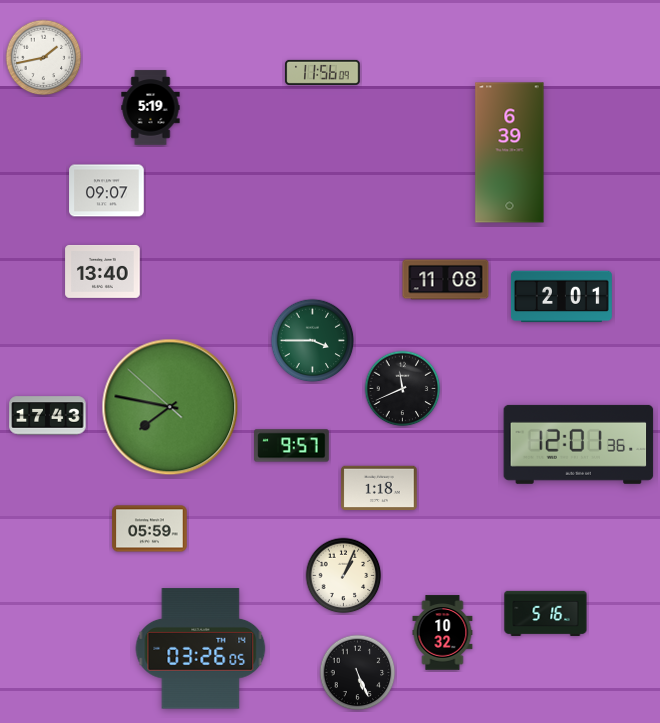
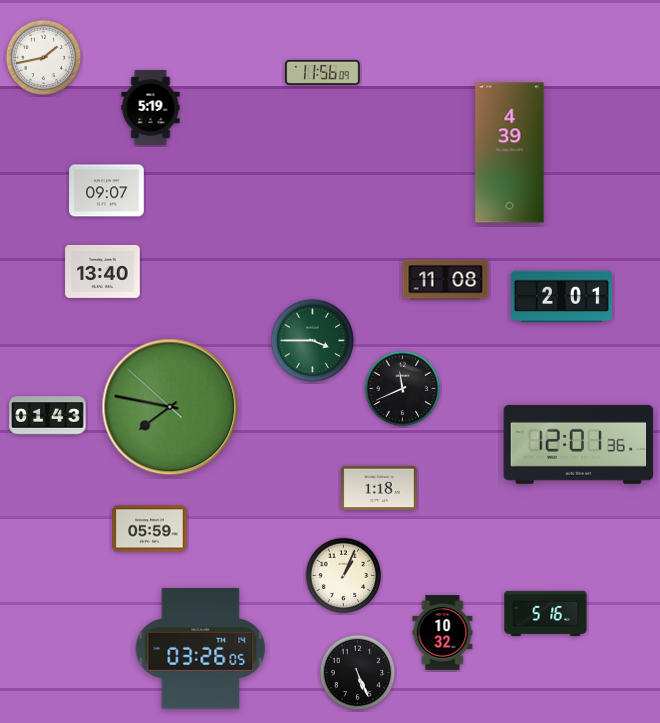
clock at (510, 153): 6:39 -> 4:39
clock at (48, 416): 17:43 -> 01:43
clock at (292, 446): 9:57 -> none
